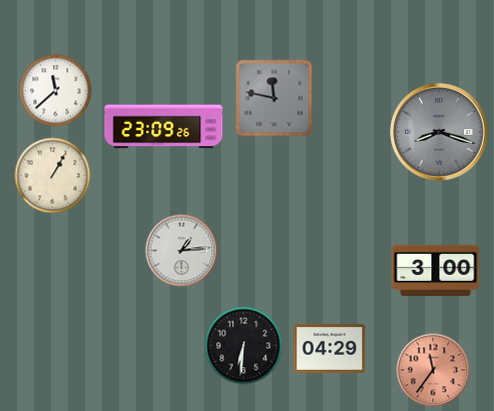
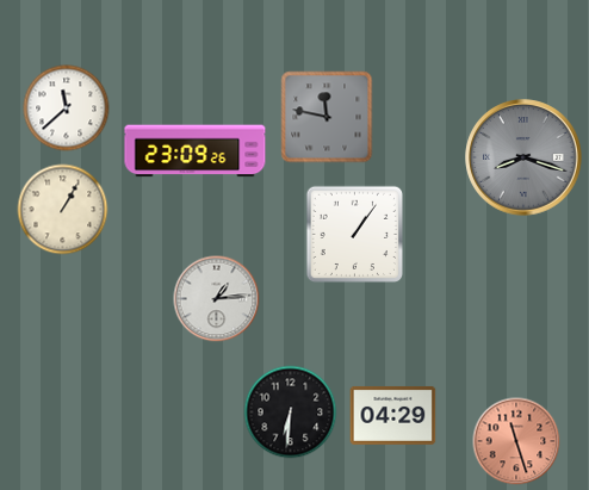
clock at (354, 234): none -> 1:06
clock at (436, 270): 3:00 -> none
clock at (433, 370): 11:36 -> 11:27
